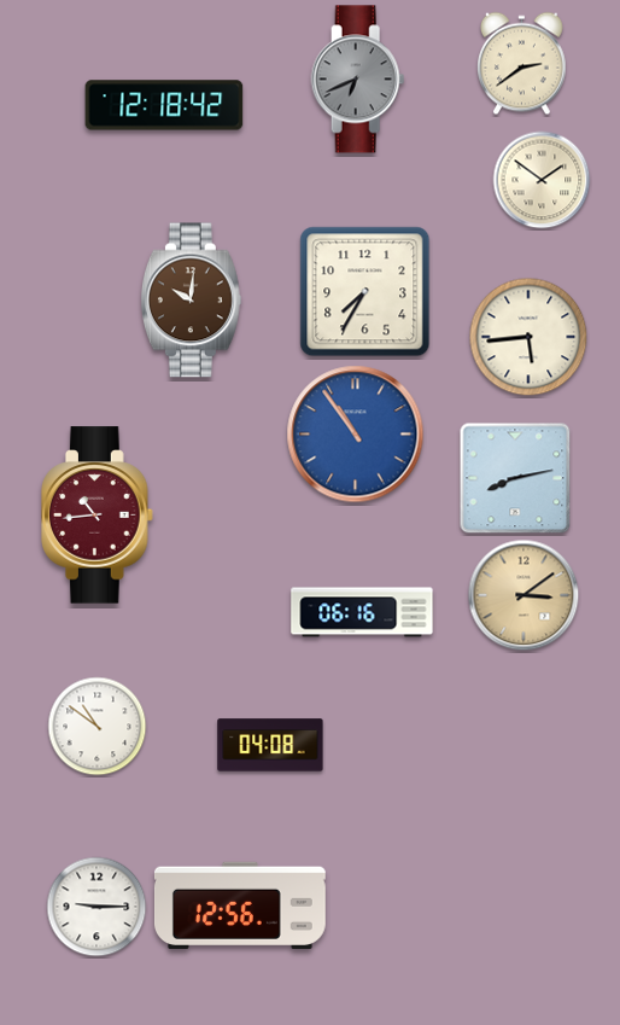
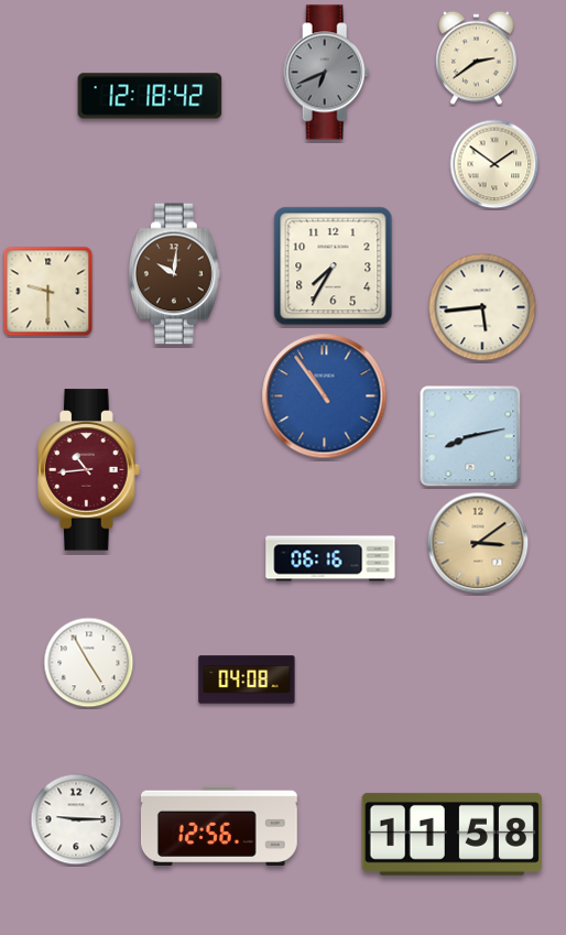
clock at (48, 292): none -> 9:30
clock at (98, 727): 10:51 -> 4:55
clock at (96, 907) position: (96, 907) -> (76, 819)
clock at (453, 834): none -> 11:58
